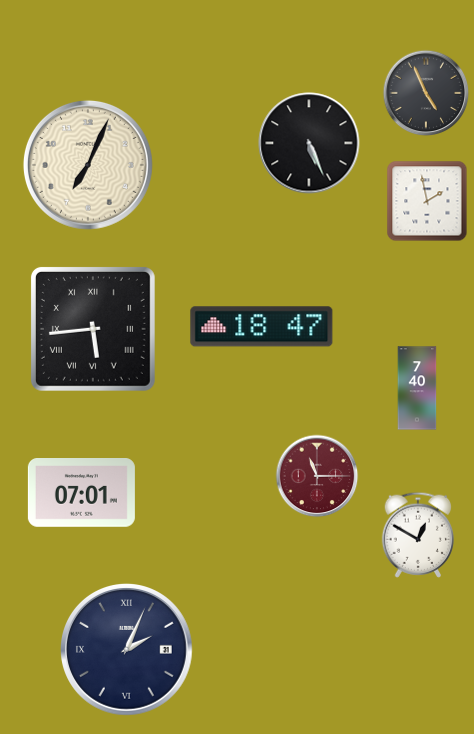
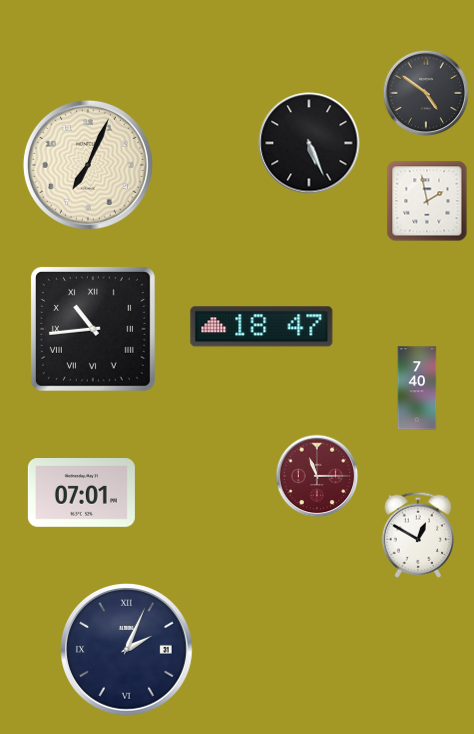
clock at (426, 93): 4:56 -> 4:51
clock at (93, 329): 5:44 -> 10:44
